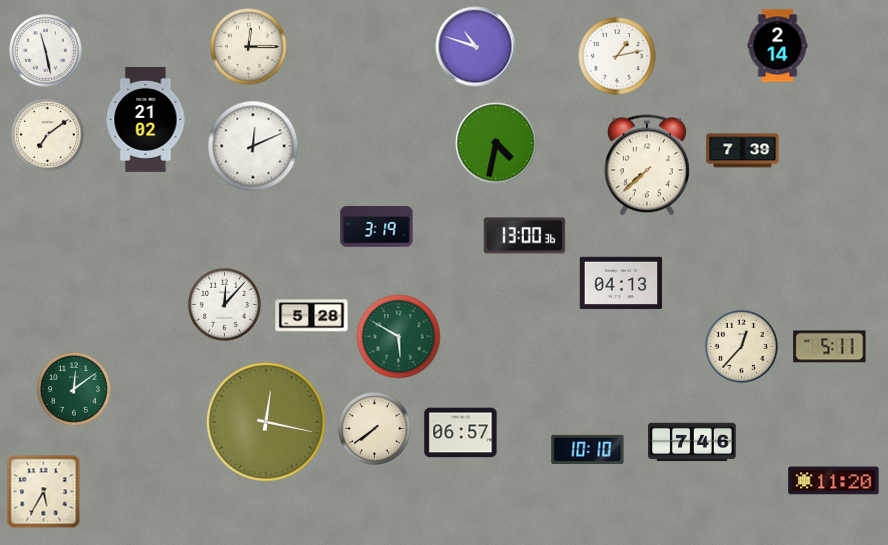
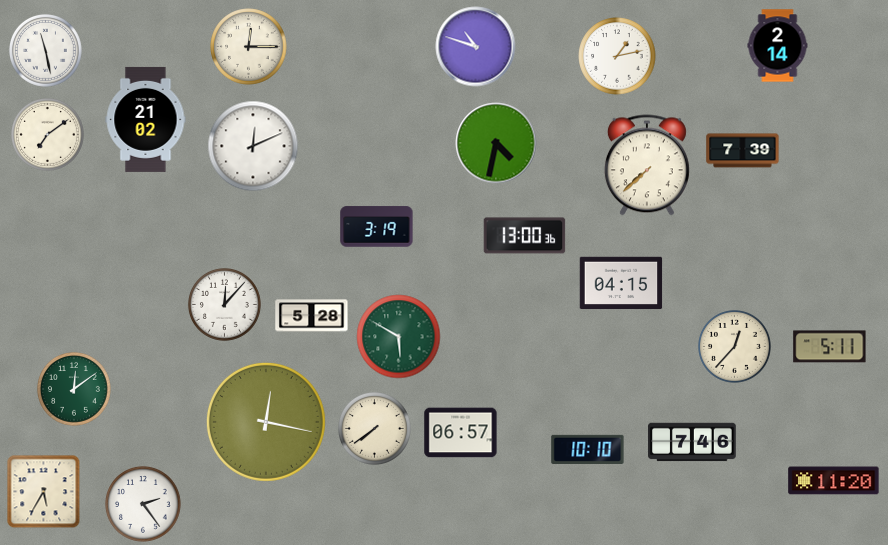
clock at (621, 283): 04:13 -> 04:15
clock at (742, 347) position: (742, 347) -> (735, 347)
clock at (143, 504): none -> 2:24
